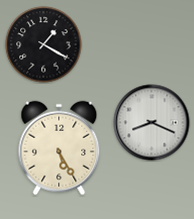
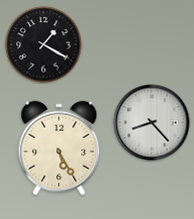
clock at (152, 123): 8:19 -> 8:23
